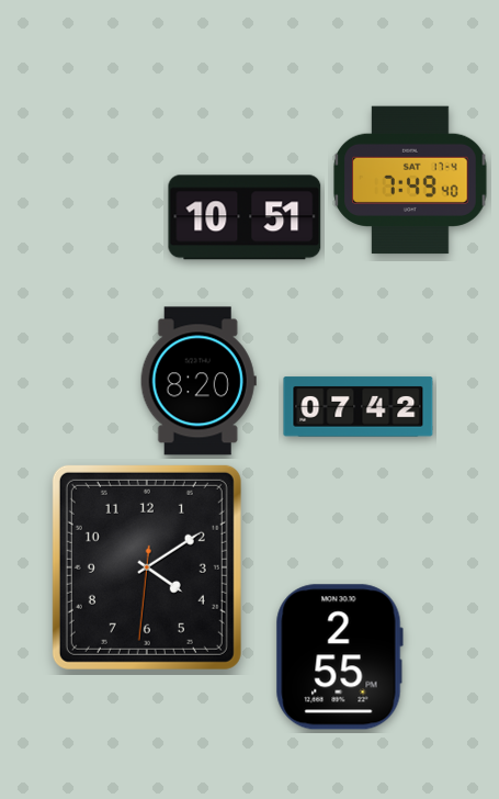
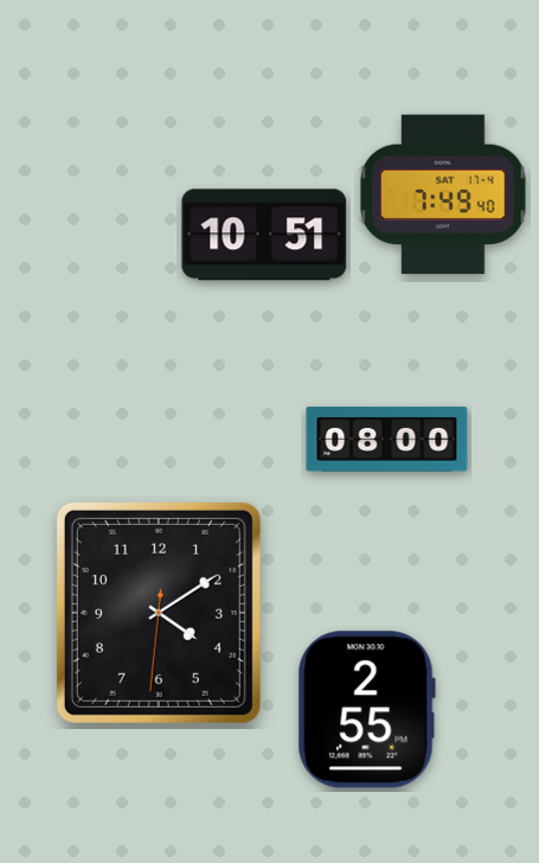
clock at (199, 381): 8:20 -> none
clock at (359, 407): 07:42 -> 08:00
